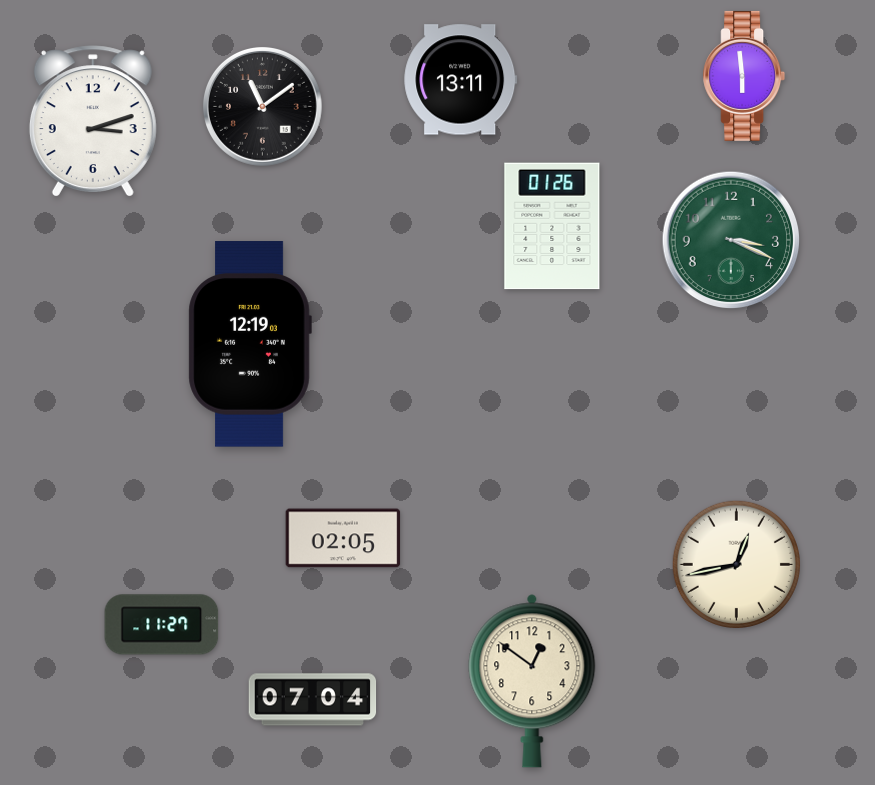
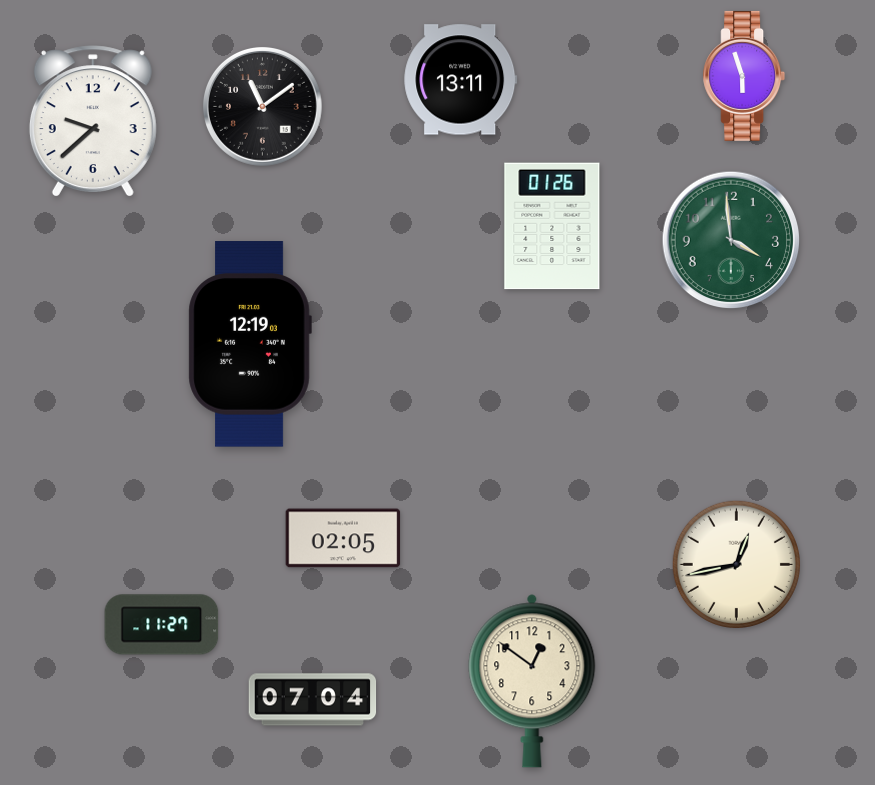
clock at (744, 76): 5:59 -> 5:57
clock at (93, 121): 3:12 -> 9:38
clock at (731, 240): 3:19 -> 3:59
